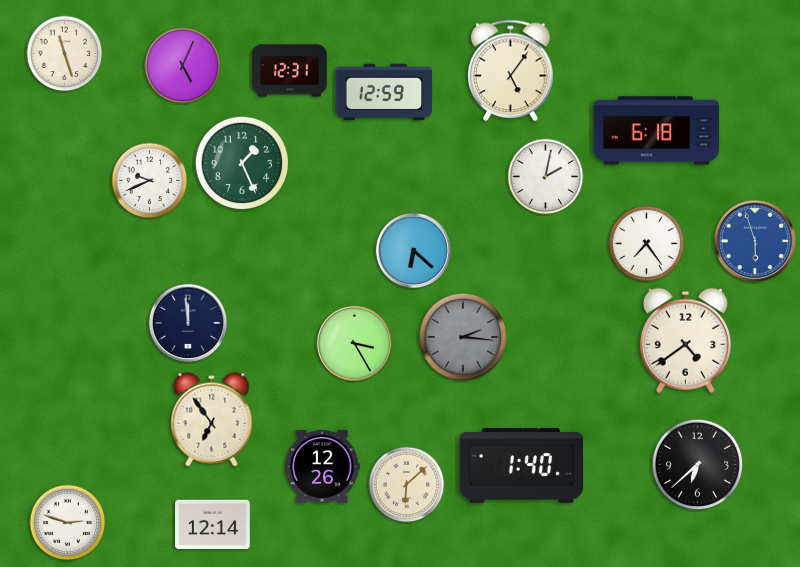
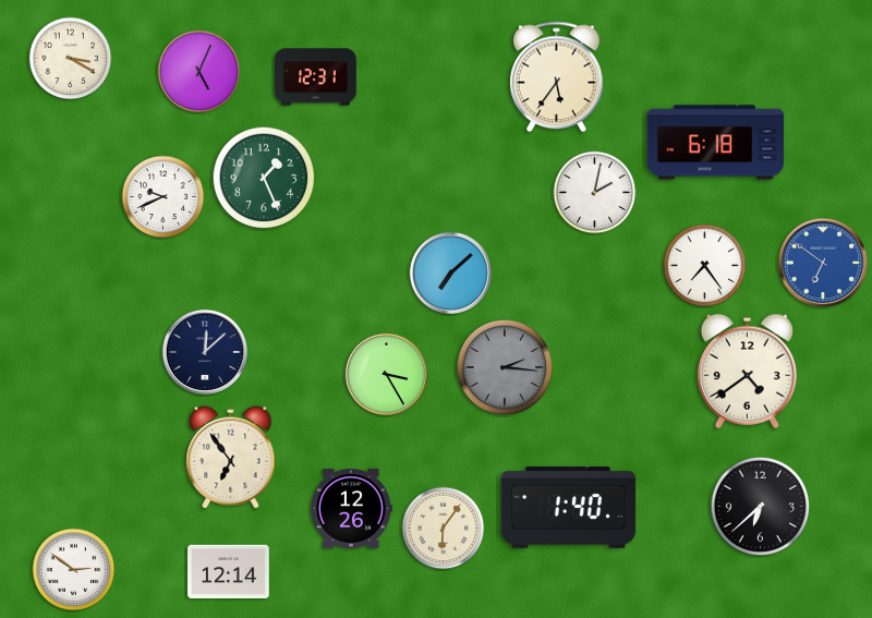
clock at (65, 54): 11:27 -> 3:20
clock at (511, 71): 5:06 -> 5:36
clock at (384, 92): 12:59 -> none
clock at (754, 240): 5:57 -> 6:51
clock at (413, 250): 6:22 -> 7:08
clock at (187, 322): 11:59 -> 12:08
clock at (407, 485): 6:08 -> 6:06
clock at (68, 523): 2:48 -> 2:51
clock at (213, 525) position: (213, 525) -> (229, 572)
